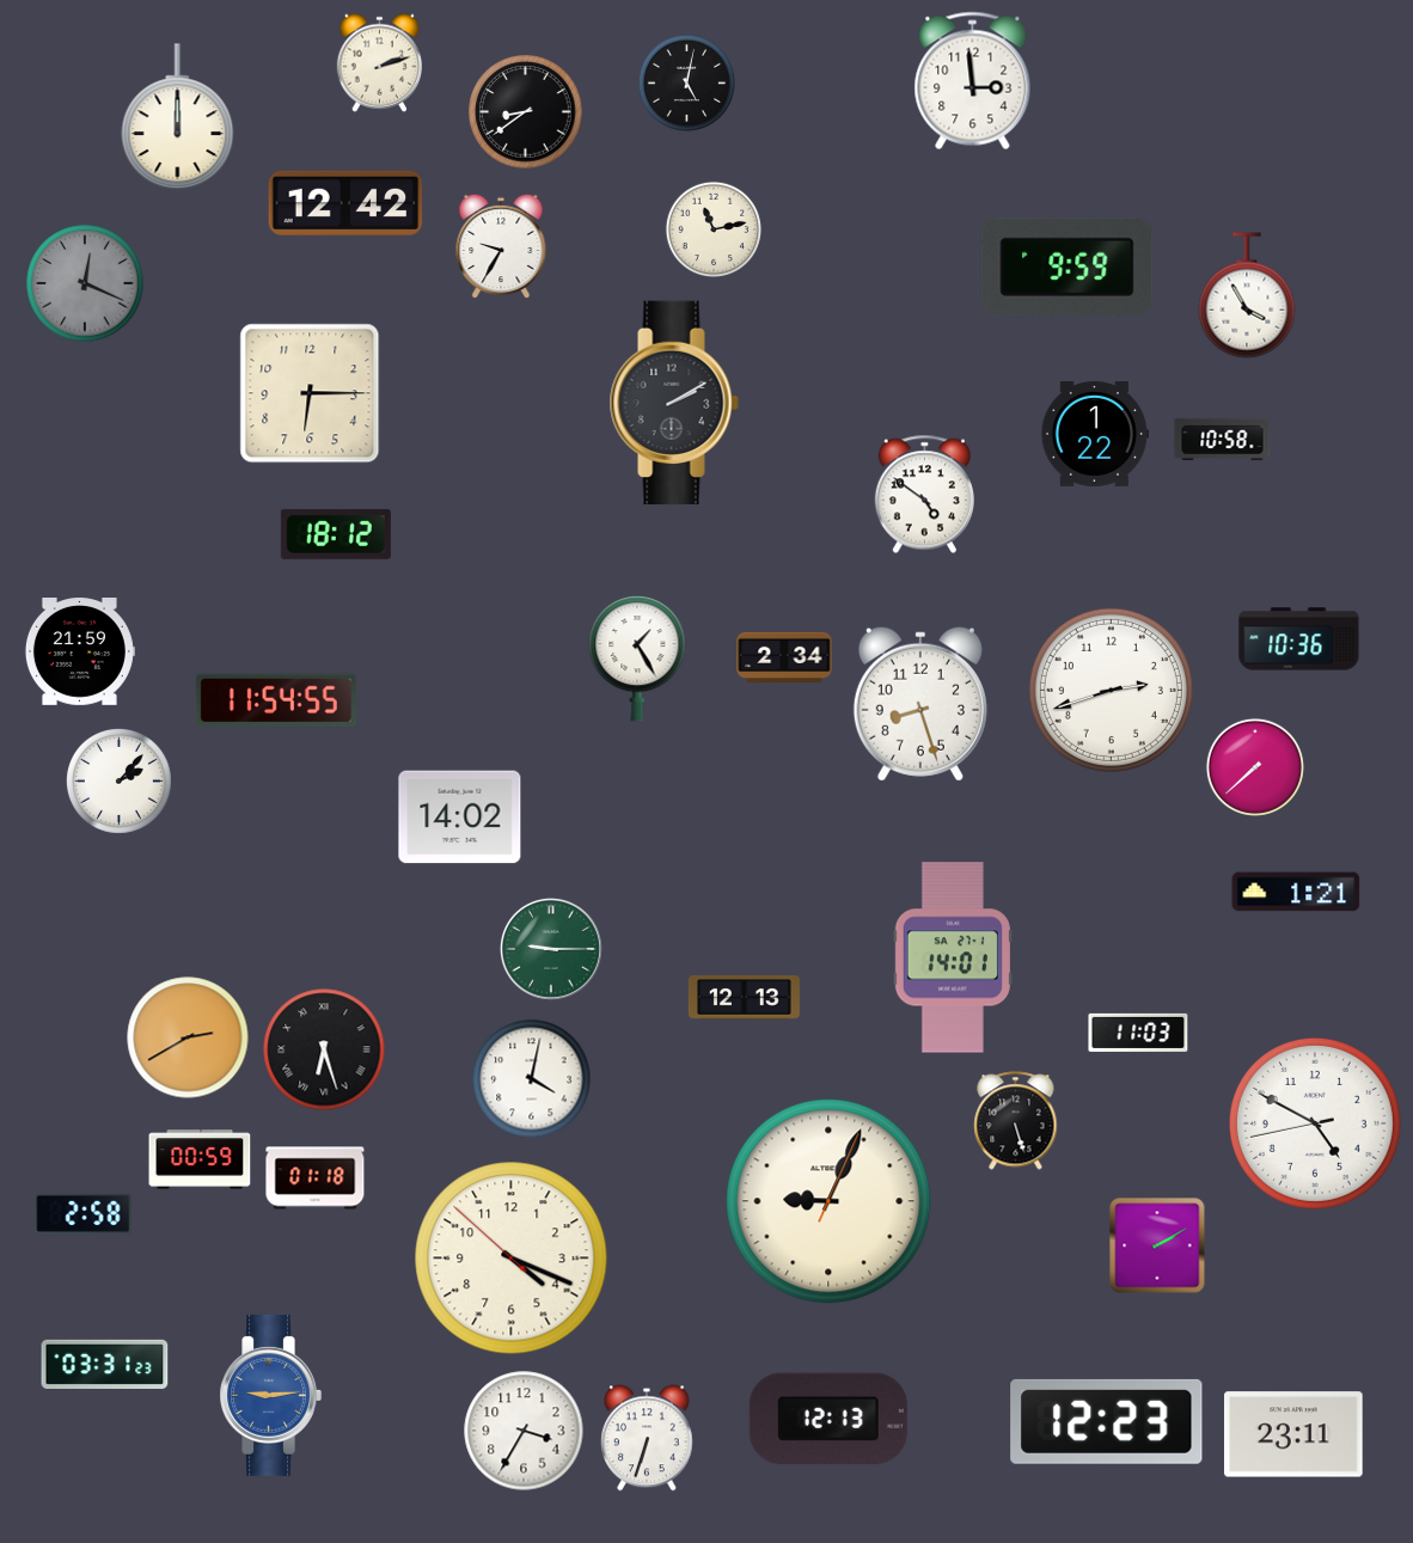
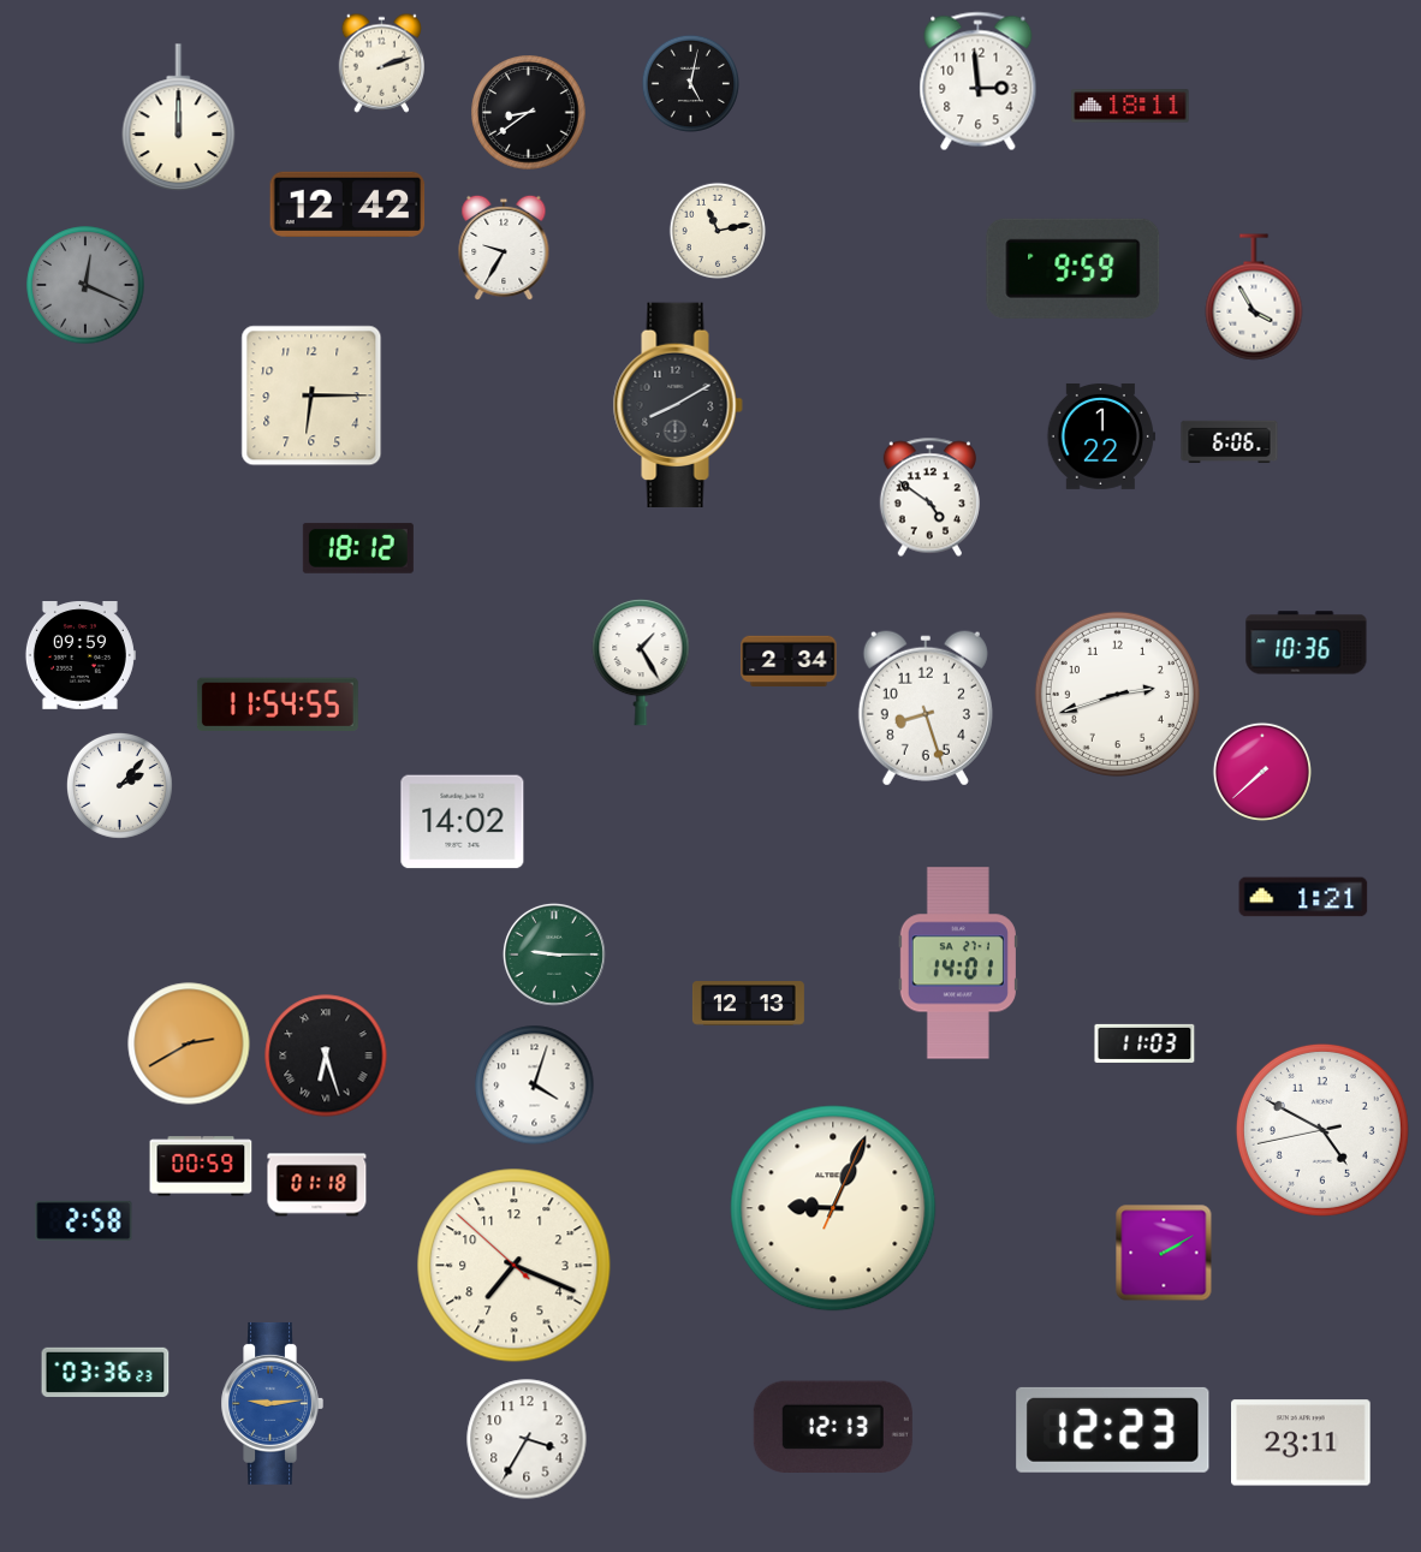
clock at (1130, 106): none -> 18:11
clock at (674, 402): 2:10 -> 8:10
clock at (1223, 440): 10:58 -> 6:06
clock at (336, 534) position: (336, 534) -> (358, 548)
clock at (79, 653): 21:59 -> 09:59
clock at (1138, 1033) position: (1138, 1033) -> (1144, 1043)
clock at (532, 1079): 4:02 -> 4:03
clock at (1016, 1121): 5:27 -> none
clock at (512, 1259): 4:18 -> 7:18
clock at (105, 1364): 03:31 -> 03:36
clock at (648, 1438): 6:33 -> none
